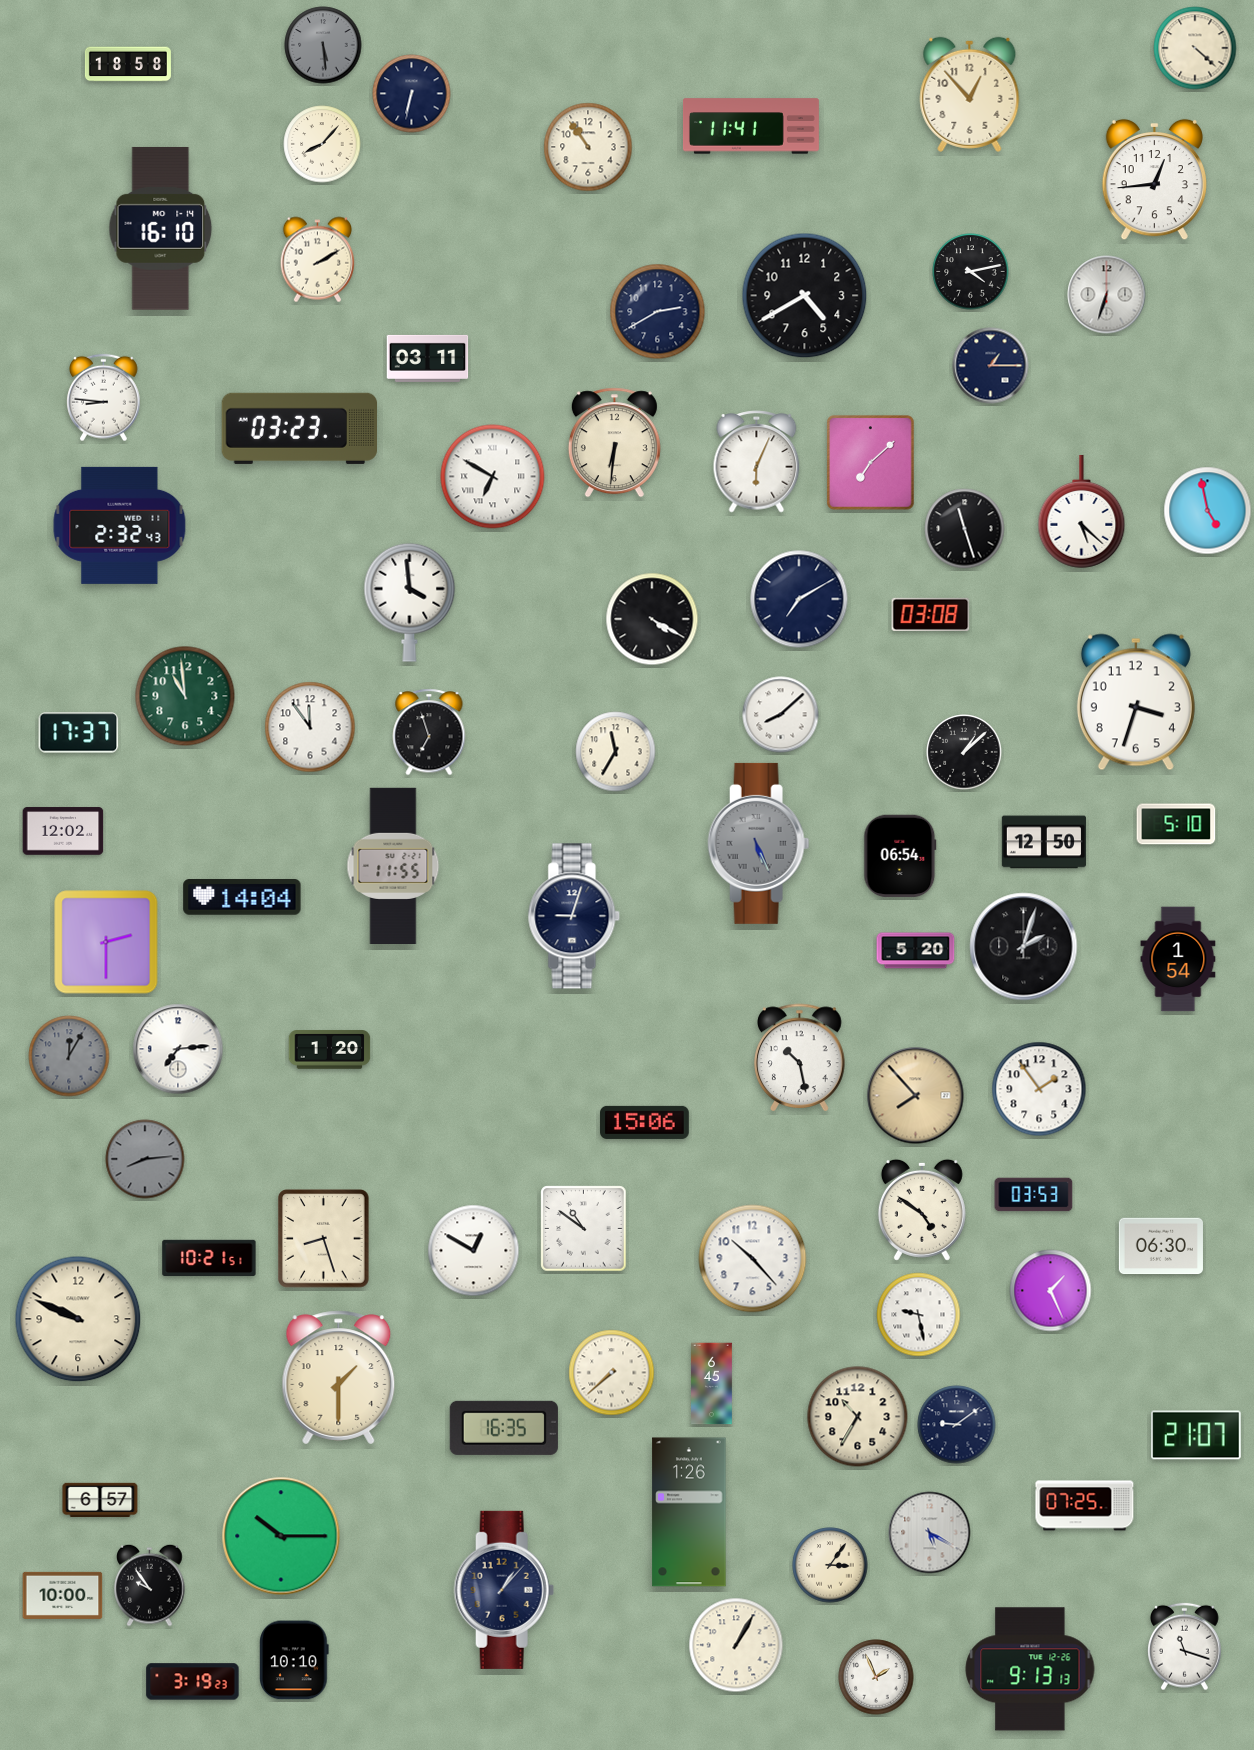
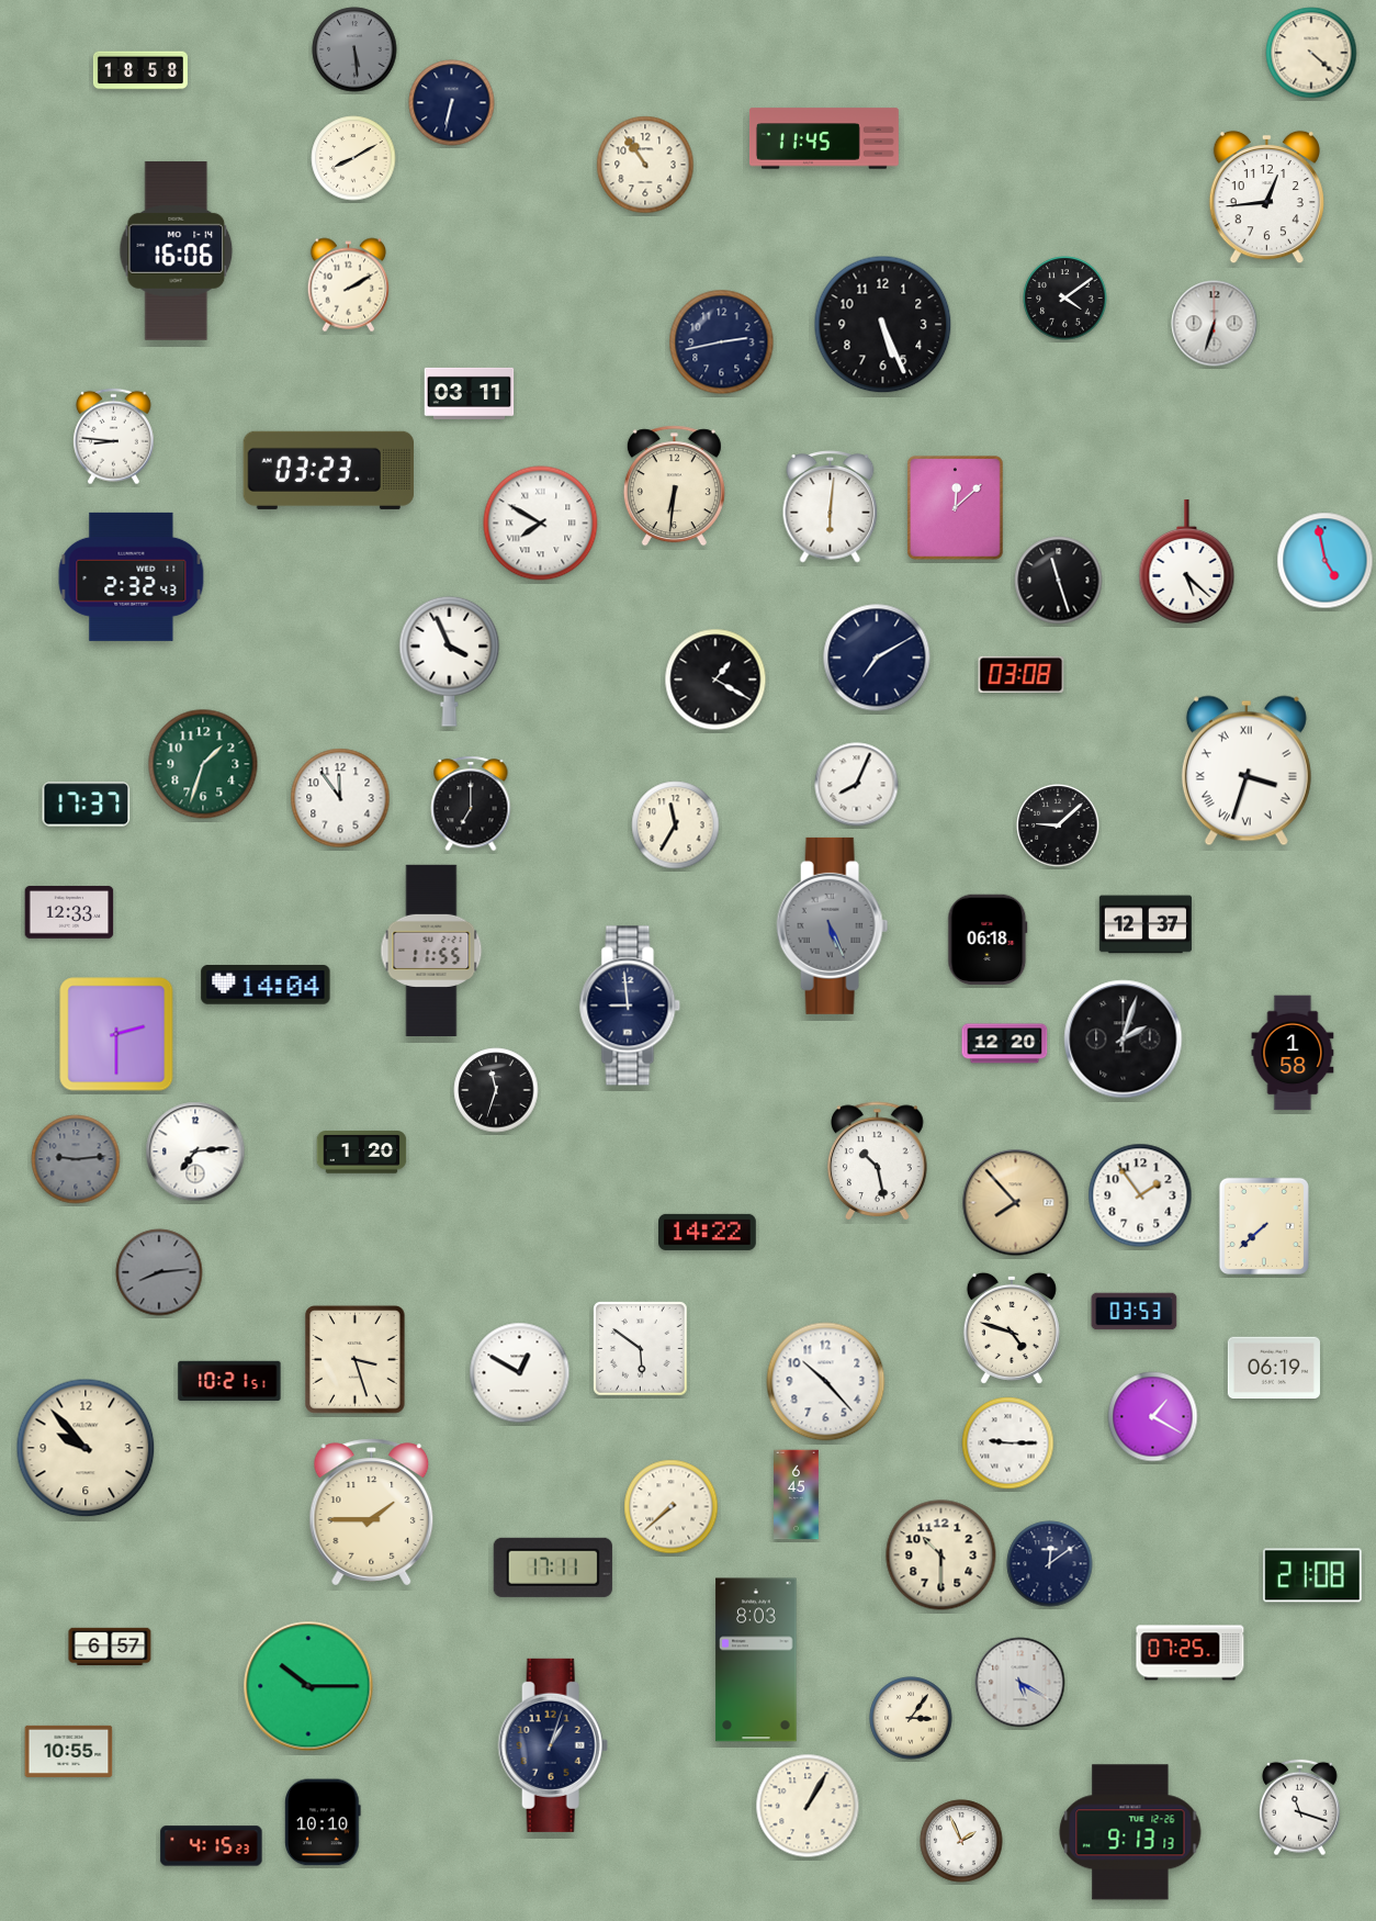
clock at (970, 94): 12:53 -> none
clock at (751, 126): 11:41 -> 11:45
clock at (322, 144): 8:07 -> 8:10
clock at (588, 147) position: (588, 147) -> (645, 165)
clock at (161, 228): 16:10 -> 16:06
clock at (971, 272): 4:13 -> 4:09
clock at (805, 296): 4:40 -> 5:26
clock at (658, 312): 2:40 -> 2:43
clock at (991, 366): 1:15 -> none
clock at (757, 462): 6:04 -> 6:01
clock at (871, 463): 7:08 -> 12:08
clock at (493, 477): 6:50 -> 7:50
clock at (410, 602): 3:59 -> 3:56
clock at (652, 619): 4:20 -> 1:20
clock at (185, 696): 10:59 -> 1:33
clock at (1136, 702) numerals: Arabic -> Roman
clock at (781, 715): 8:08 -> 8:04
clock at (429, 732): 6:57 -> 7:00
clock at (964, 752): 1:08 -> 9:08
clock at (1176, 824): 5:10 -> none
clock at (63, 831): 12:02 -> 12:33
clock at (1044, 842): 12:50 -> 12:37
clock at (900, 856): 06:54 -> 06:18
clock at (574, 916): 9:03 -> 8:59
clock at (916, 951): 5:20 -> 12:20
clock at (1178, 959): 1:54 -> 1:58
clock at (496, 1090): none -> 11:33
clock at (69, 1056): 12:05 -> 9:14
clock at (916, 1096) position: (916, 1096) -> (1016, 1203)
clock at (1264, 1226): none -> 7:38
clock at (645, 1122): 15:06 -> 14:22
clock at (922, 1210): 4:51 -> 4:48
clock at (584, 1229): 10:51 -> 5:51
clock at (324, 1239): 8:27 -> 3:27
clock at (1161, 1246): 06:30 -> 06:19
clock at (1051, 1291): 1:26 -> 1:20
clock at (919, 1315): 9:28 -> 9:15
clock at (78, 1319): 9:49 -> 9:53
clock at (339, 1378): 1:30 -> 1:45
clock at (712, 1384) position: (712, 1384) -> (797, 1495)
clock at (858, 1417): 10:35 -> 10:30
clock at (957, 1425): 9:09 -> 12:09
clock at (504, 1428): 16:35 -> 17:11
clock at (1196, 1435): 21:07 -> 21:08
clock at (689, 1512): 1:26 -> 8:03
clock at (150, 1585): 9:54 -> none
clock at (504, 1590): 1:07 -> 1:03
clock at (63, 1595): 10:00 -> 10:55
clock at (193, 1682): 3:19 -> 4:15
